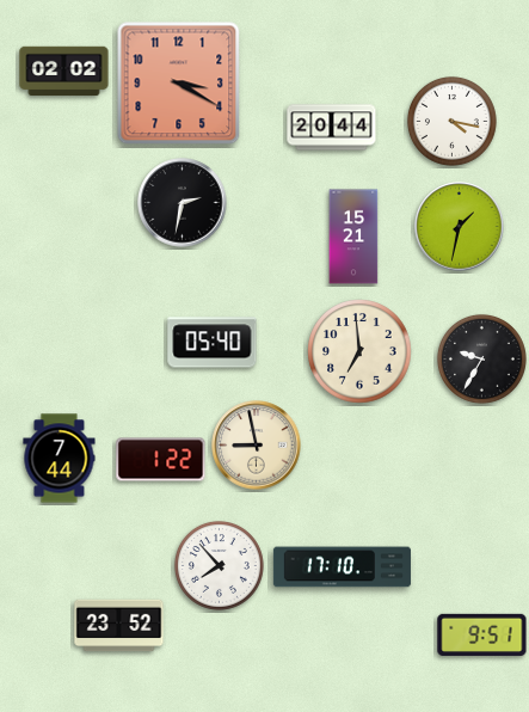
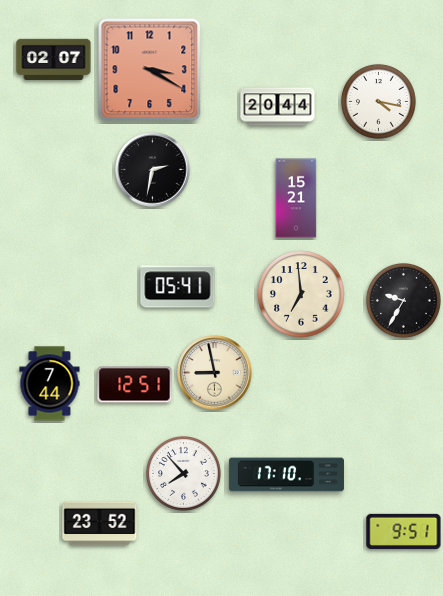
clock at (64, 72): 02:02 -> 02:07
clock at (460, 227): 1:32 -> none
clock at (213, 343): 05:40 -> 05:41
clock at (161, 460): 1:22 -> 12:51
